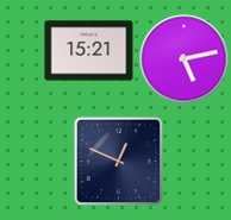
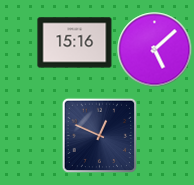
clock at (89, 51): 15:21 -> 15:16
clock at (185, 59): 5:13 -> 5:08
